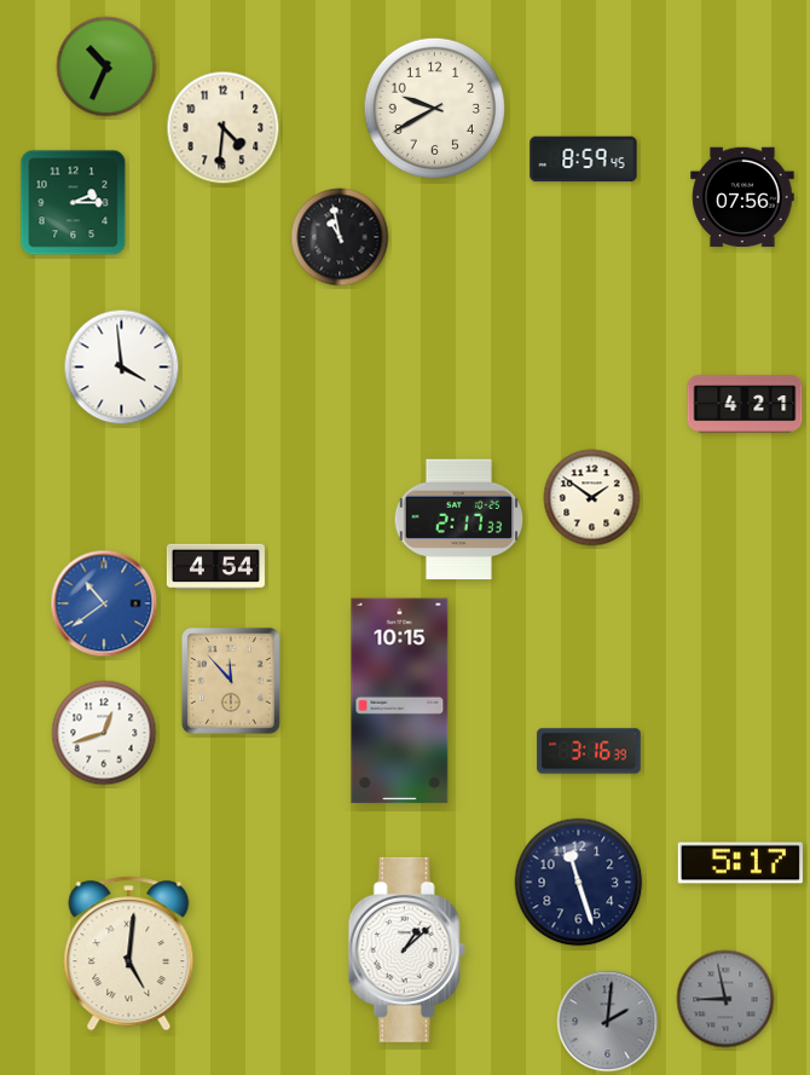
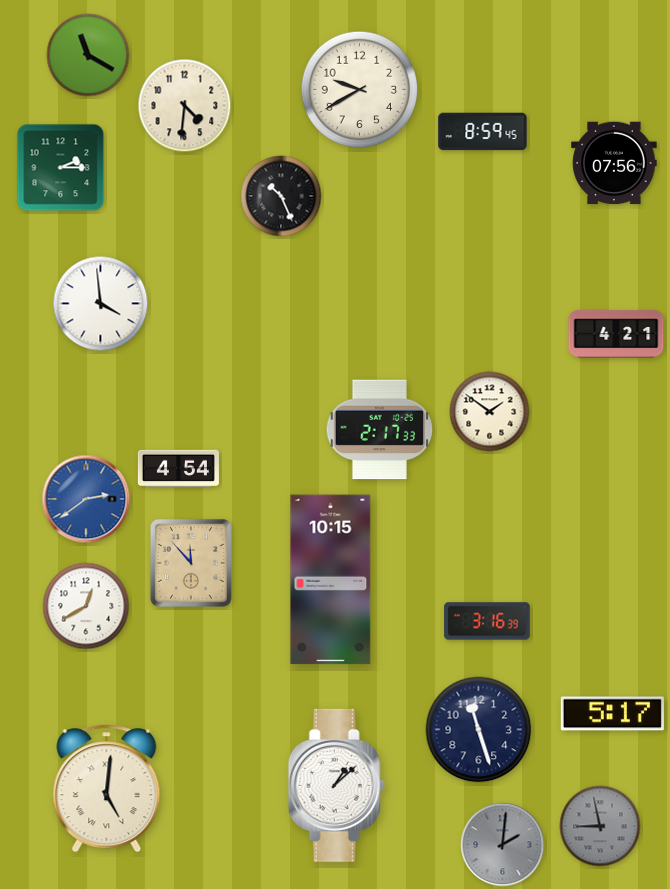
clock at (106, 67): 10:34 -> 11:20
clock at (340, 237): 10:58 -> 10:26
clock at (104, 603): 10:39 -> 2:39
clock at (104, 733): 12:42 -> 12:40
